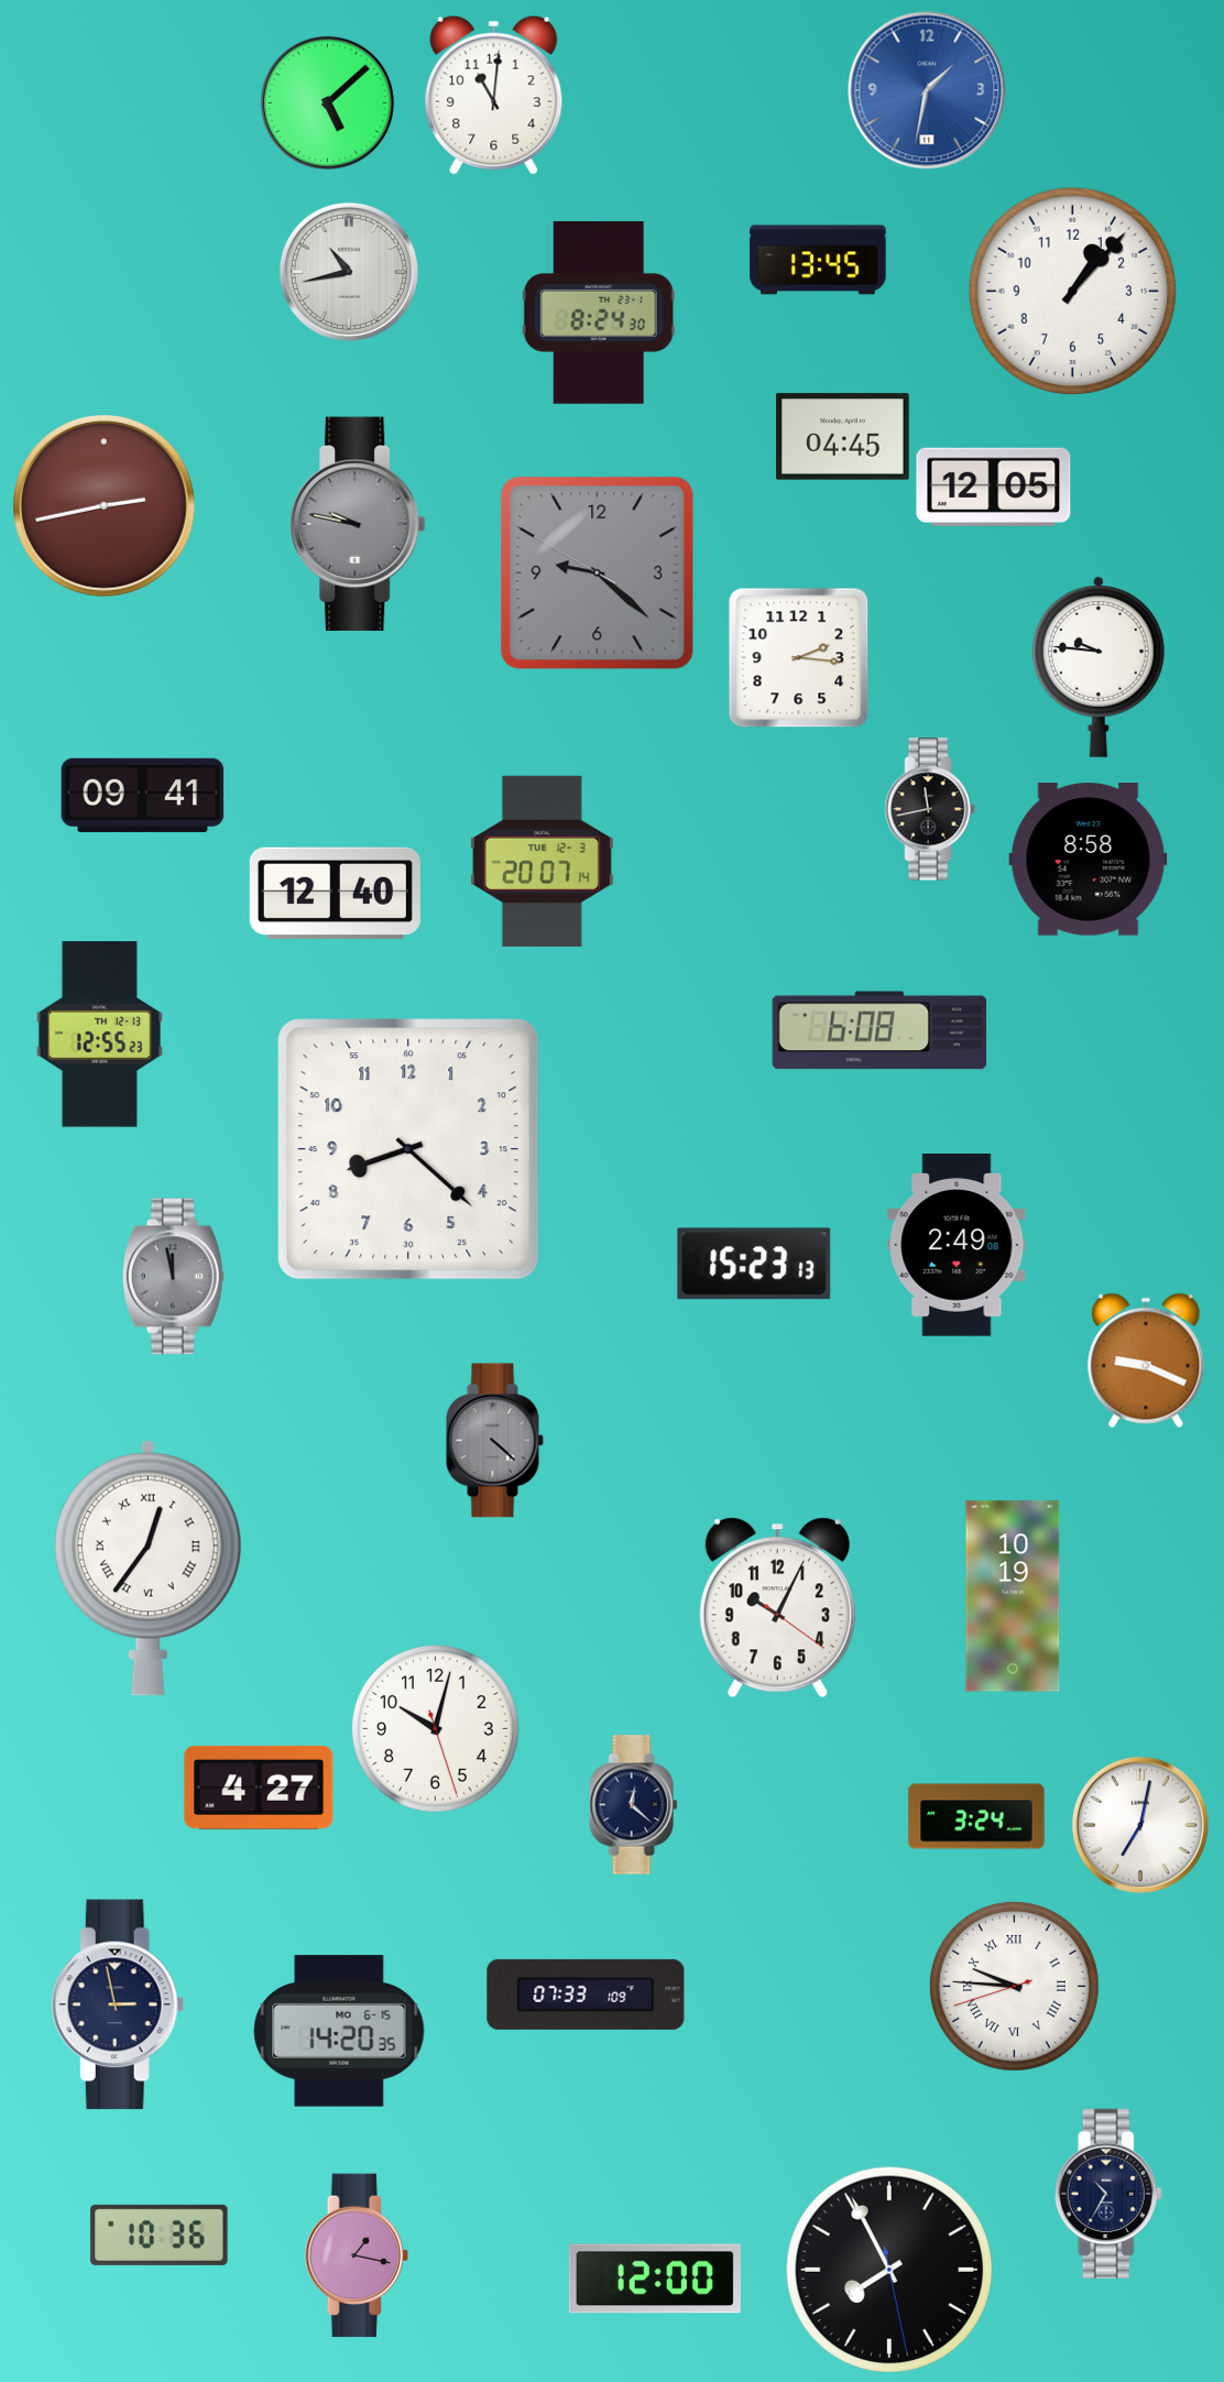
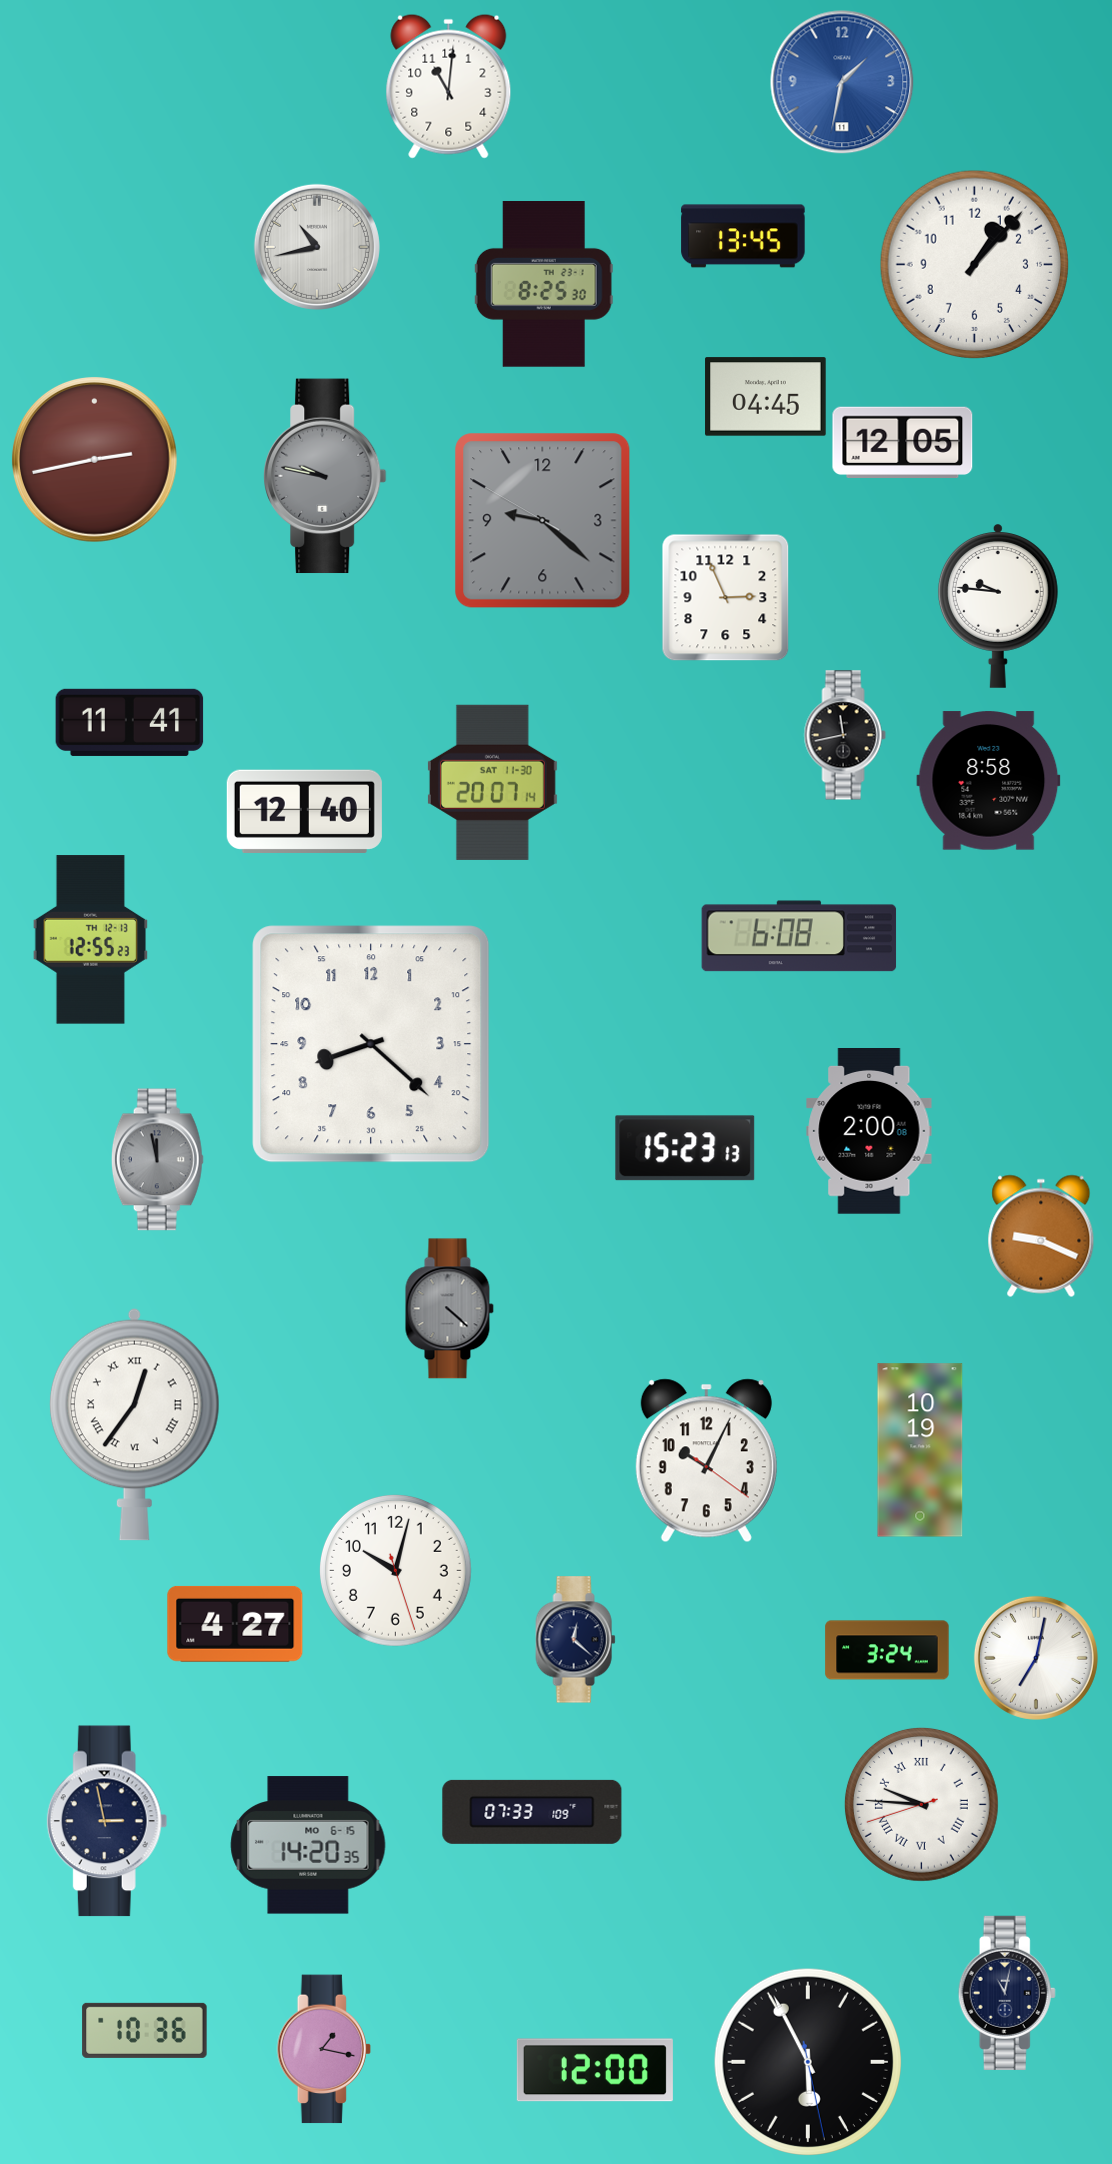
clock at (327, 102): 5:08 -> none
clock at (599, 314): 8:24 -> 8:25
clock at (799, 658): 2:16 -> 2:56
clock at (143, 795): 09:41 -> 11:41
clock at (542, 861) date: TUE 12-3 -> SAT 11-30
clock at (957, 1245): 2:49 -> 2:00
clock at (1108, 2194): 10:35 -> 11:02
clock at (888, 2269): 7:55 -> 5:55
